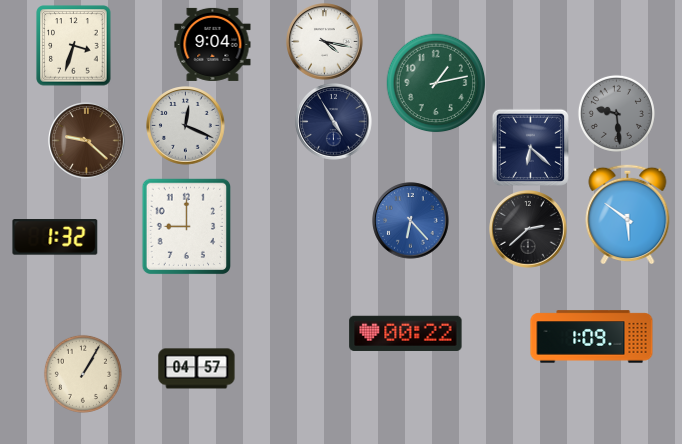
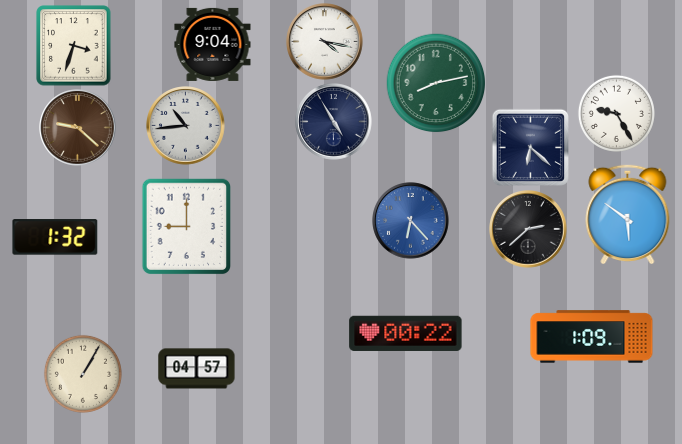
clock at (436, 83): 1:13 -> 8:13
clock at (616, 113): 9:29 -> 9:25
clock at (616, 113) dial: grey -> white
clock at (186, 126): 12:19 -> 10:44
clock at (87, 141) position: (87, 141) -> (78, 128)
